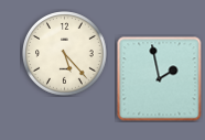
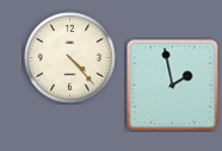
clock at (65, 54): 5:23 -> 4:23
